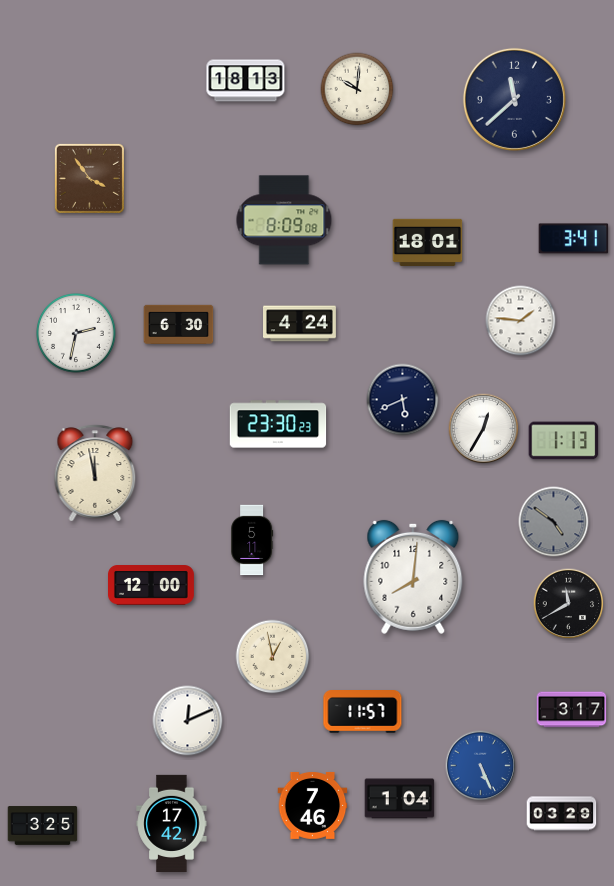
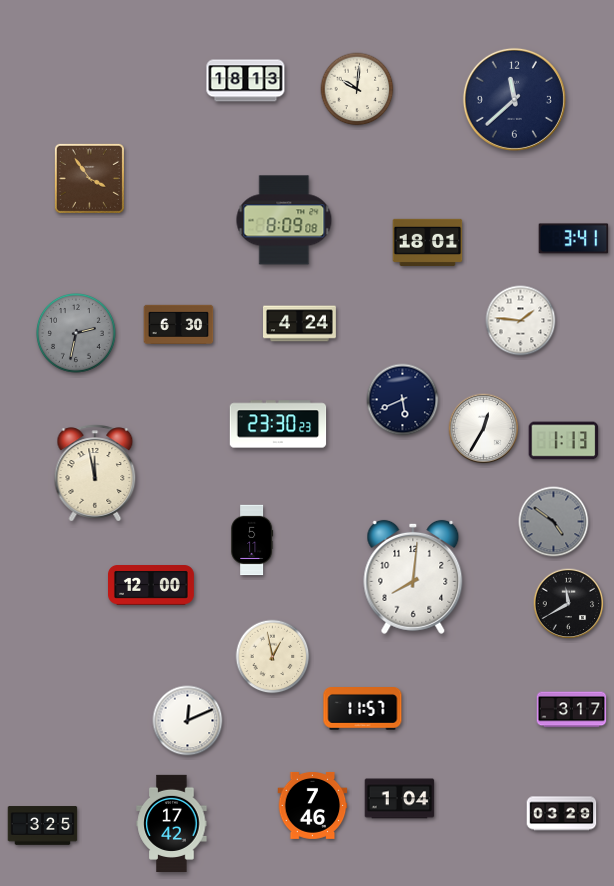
clock at (77, 334) dial: white -> grey
clock at (363, 712) position: (363, 712) -> (363, 709)
clock at (481, 766): 5:26 -> none
